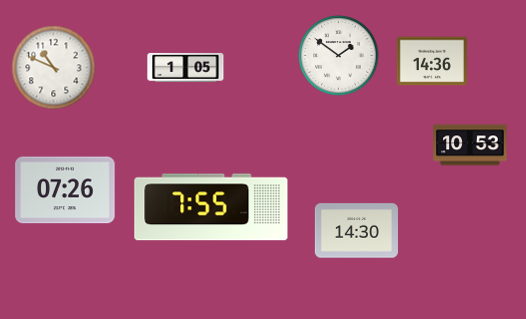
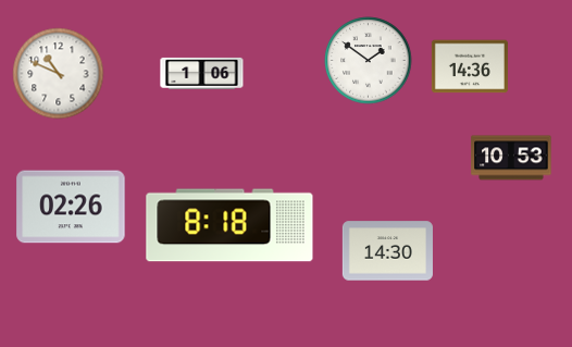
clock at (186, 67): 1:05 -> 1:06
clock at (65, 190): 07:26 -> 02:26
clock at (211, 207): 7:55 -> 8:18
